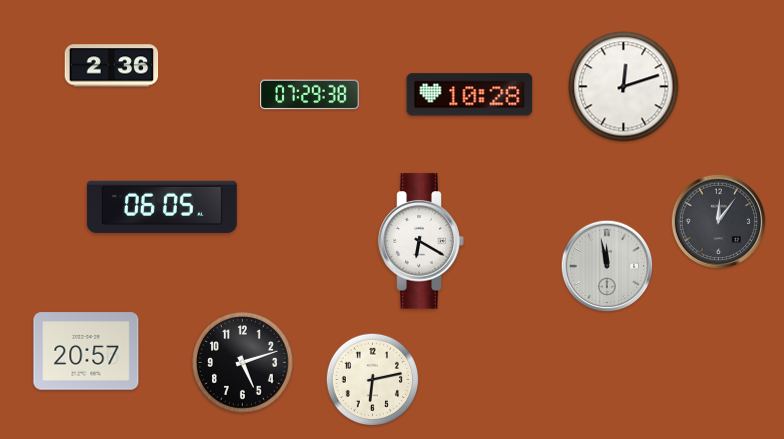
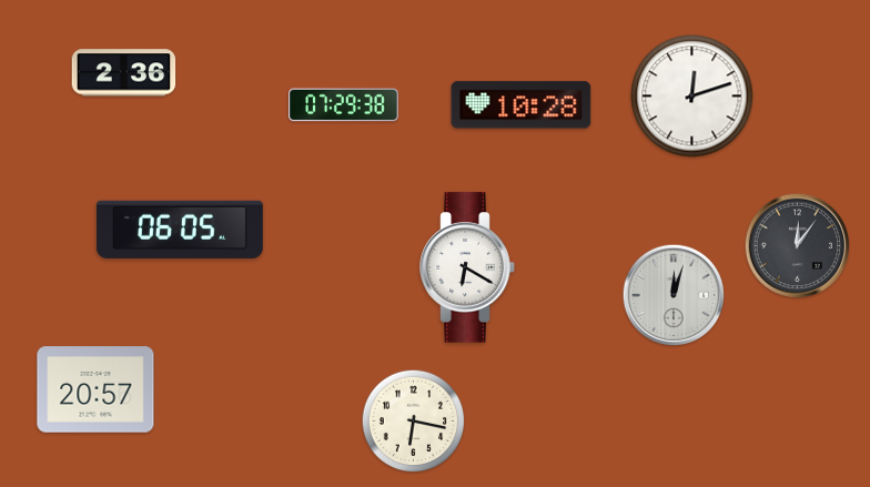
clock at (607, 266): 11:58 -> 12:03
clock at (243, 363): 5:12 -> none
clock at (373, 380): 6:13 -> 6:17
